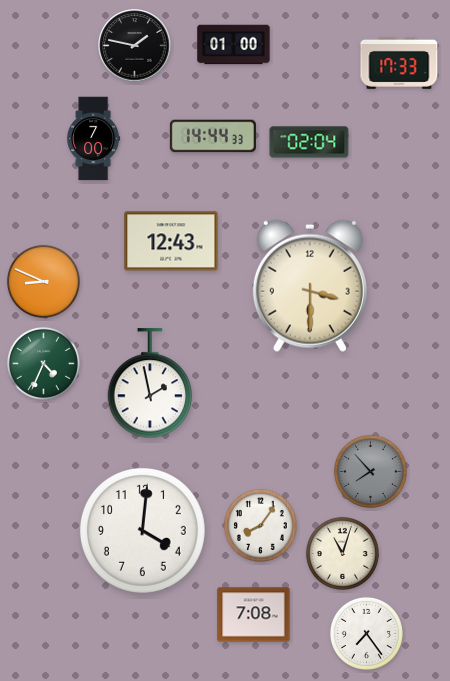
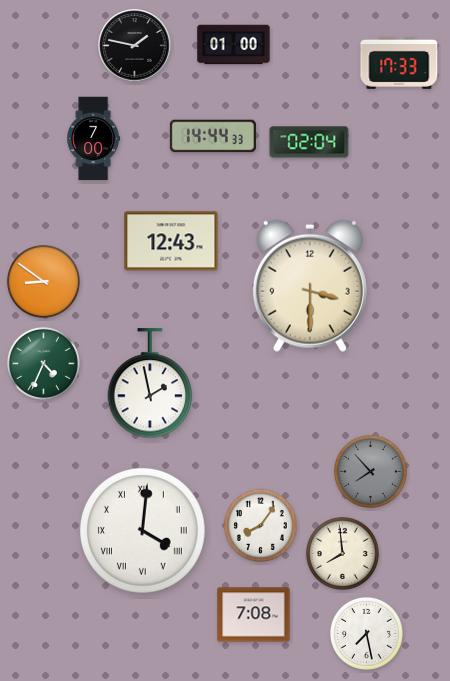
clock at (43, 281): 8:49 -> 8:51
clock at (142, 530) numerals: Arabic -> Roman
clock at (342, 553): 11:03 -> 7:59
clock at (366, 633): 7:24 -> 7:28
